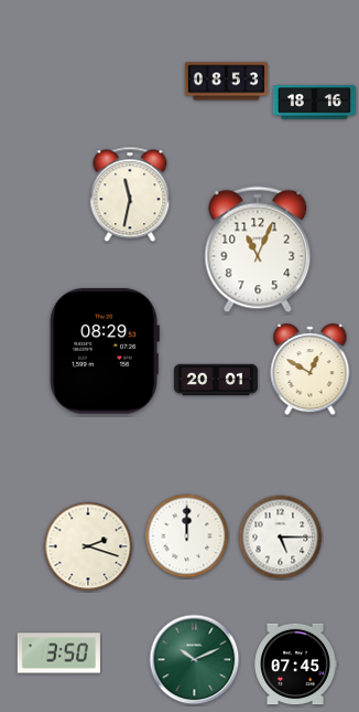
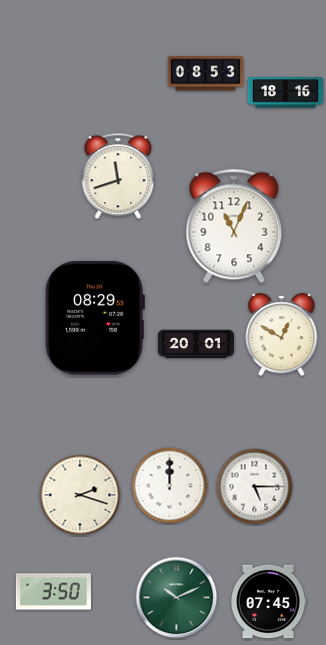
clock at (130, 194): 11:32 -> 11:42
